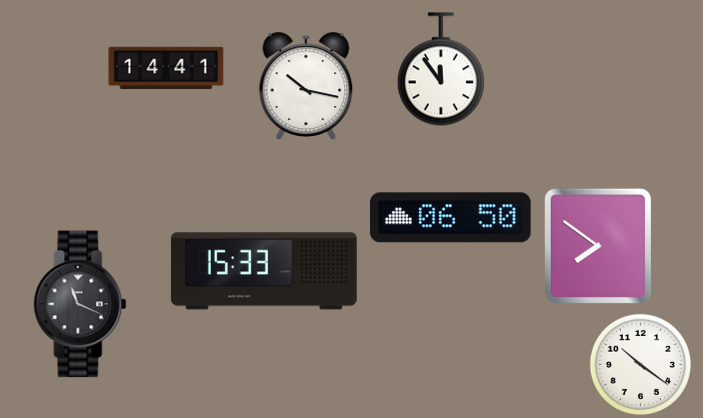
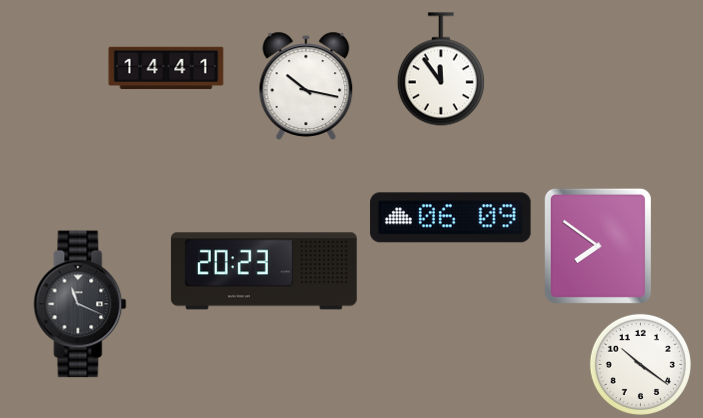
clock at (451, 218): 06:50 -> 06:09
clock at (264, 271): 15:33 -> 20:23
